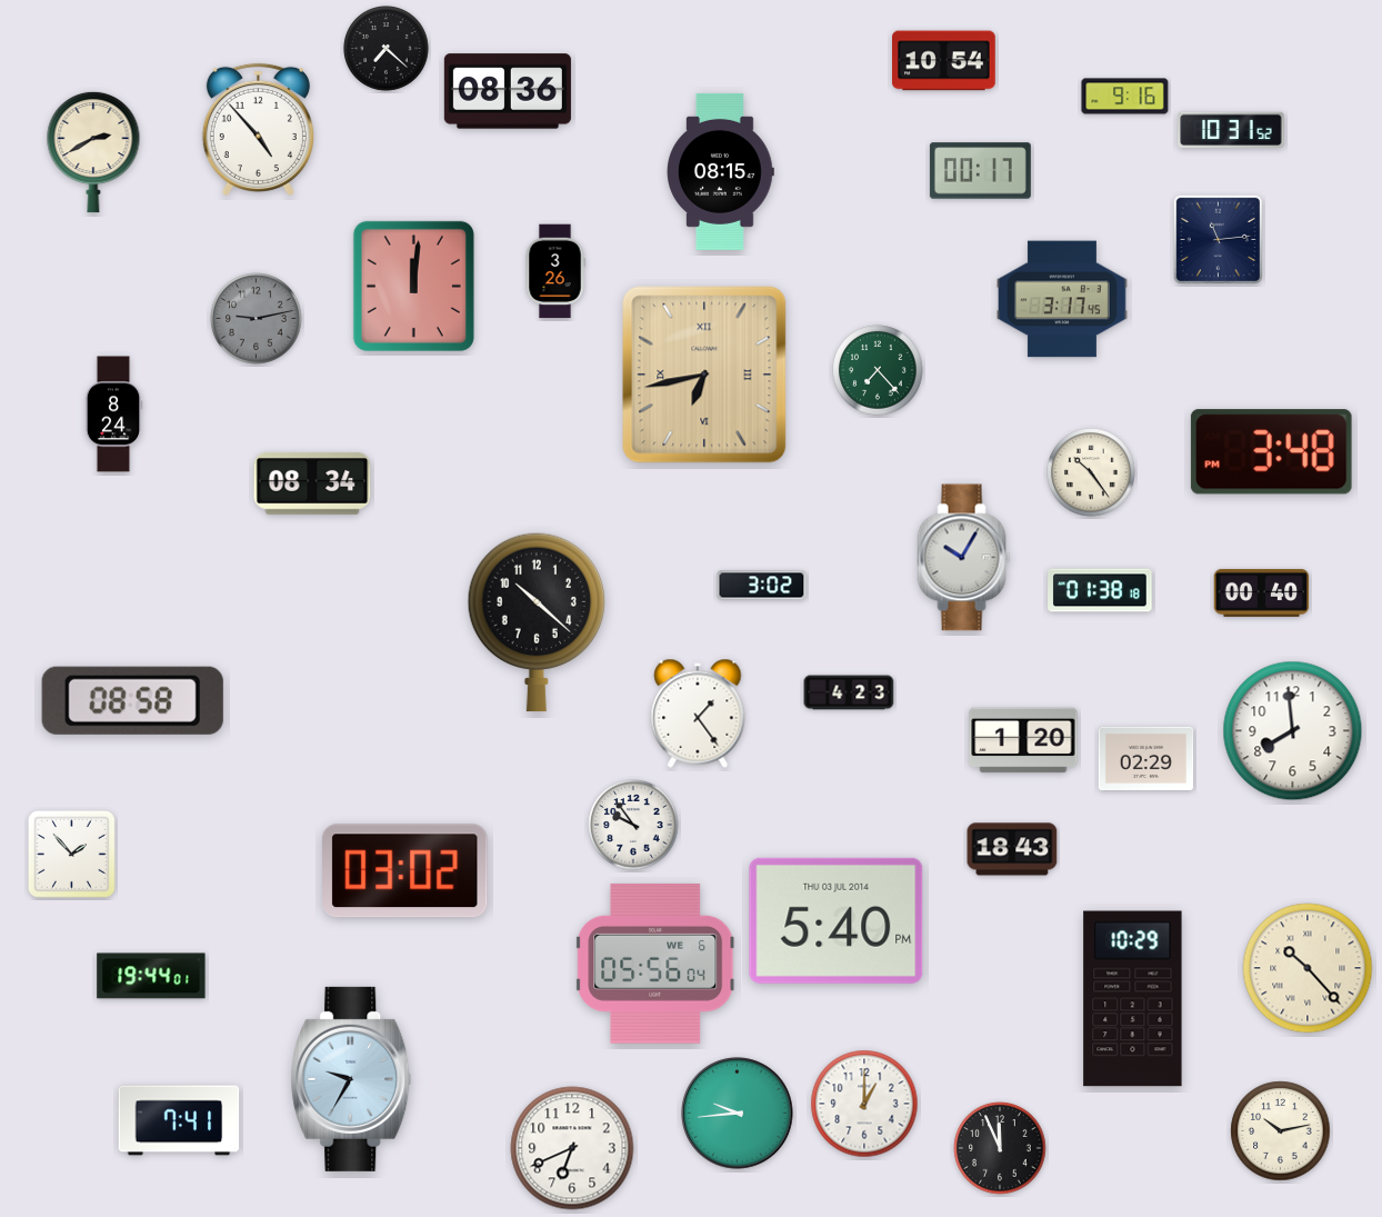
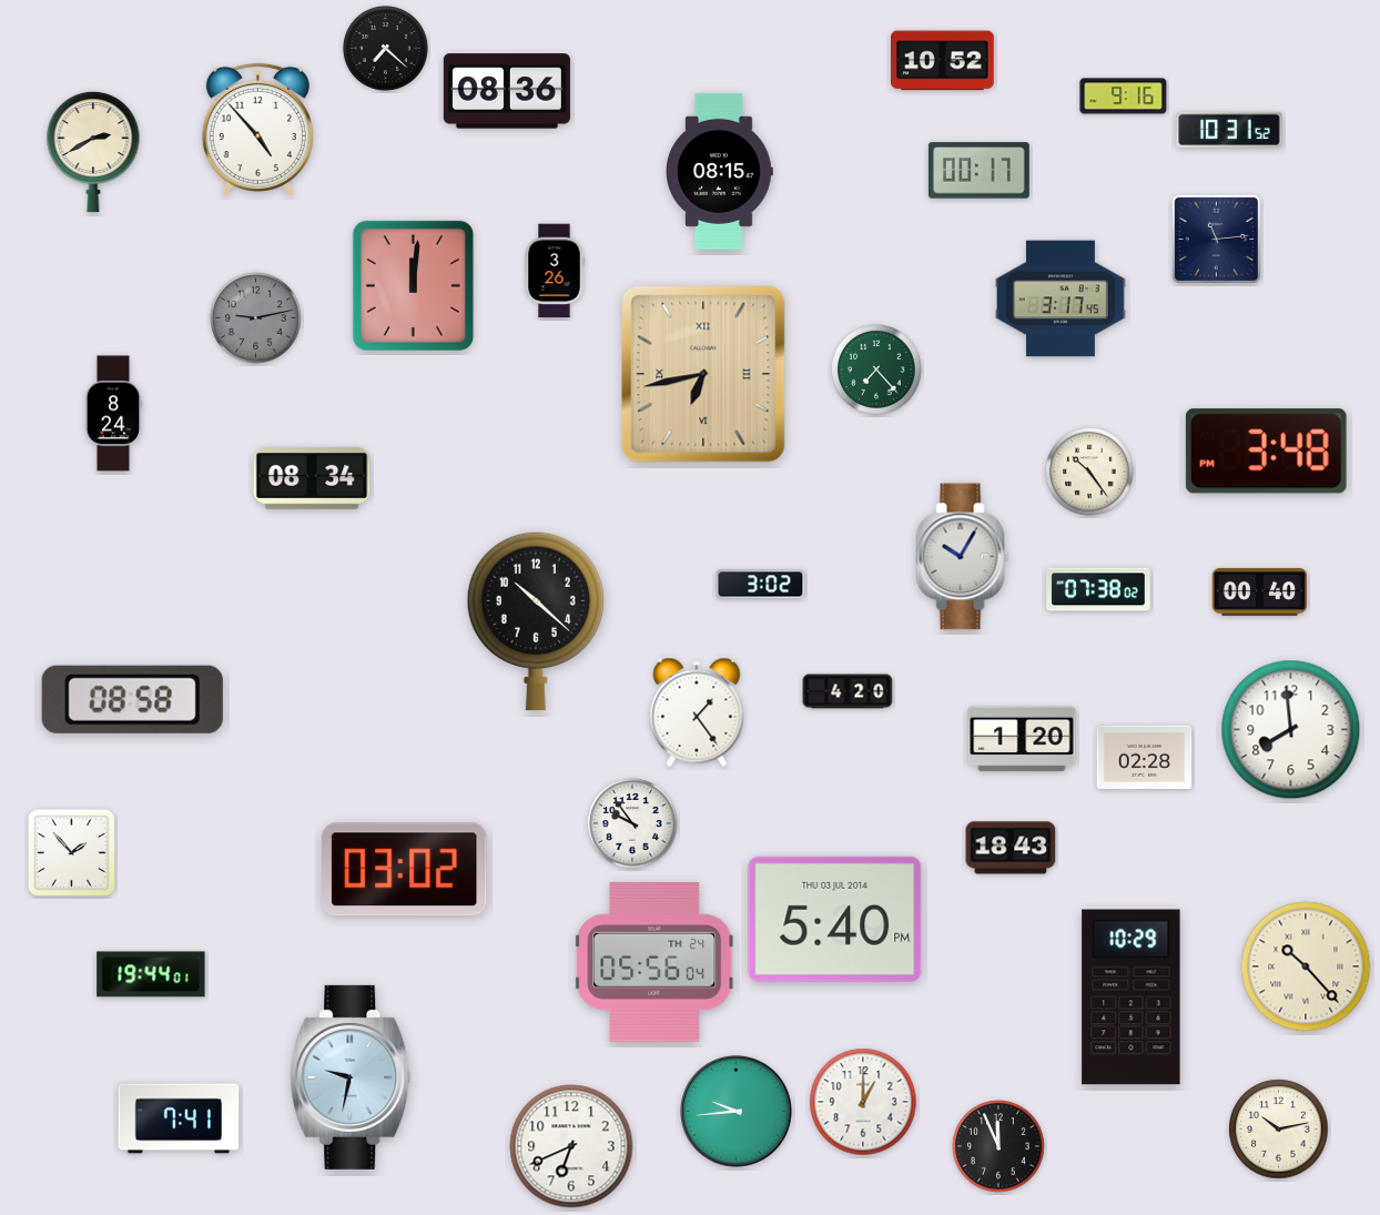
clock at (944, 61): 10:54 -> 10:52
clock at (1271, 452) position: (1271, 452) -> (1266, 452)
clock at (312, 485) position: (312, 485) -> (312, 479)
clock at (1100, 590): 01:38 -> 07:38
clock at (849, 692): 4:23 -> 4:20
clock at (1146, 758): 02:29 -> 02:28
clock at (657, 964) date: WE 6 -> TH 24
clock at (351, 1079): 9:35 -> 9:32
